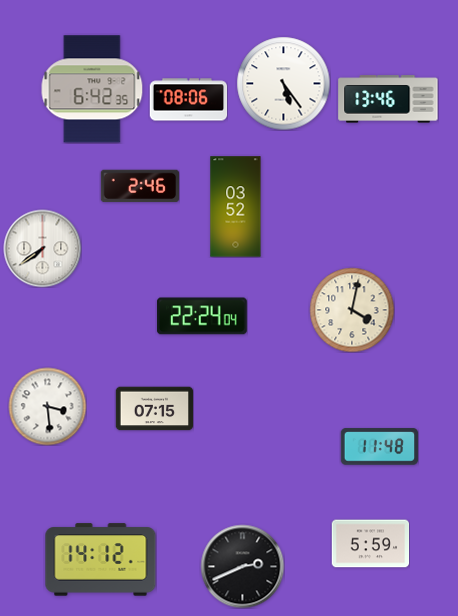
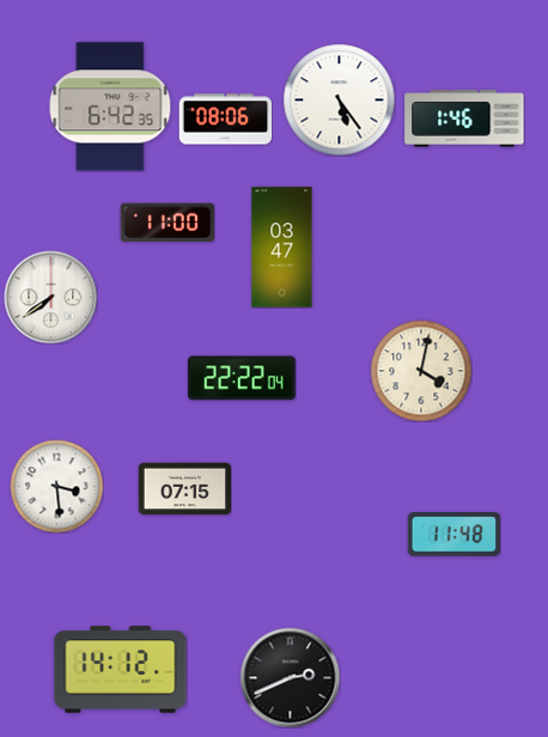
clock at (388, 99): 13:46 -> 1:46
clock at (139, 186): 2:46 -> 11:00
clock at (236, 207): 03:52 -> 03:47
clock at (202, 316): 22:24 -> 22:22
clock at (370, 544): 5:59 -> none
